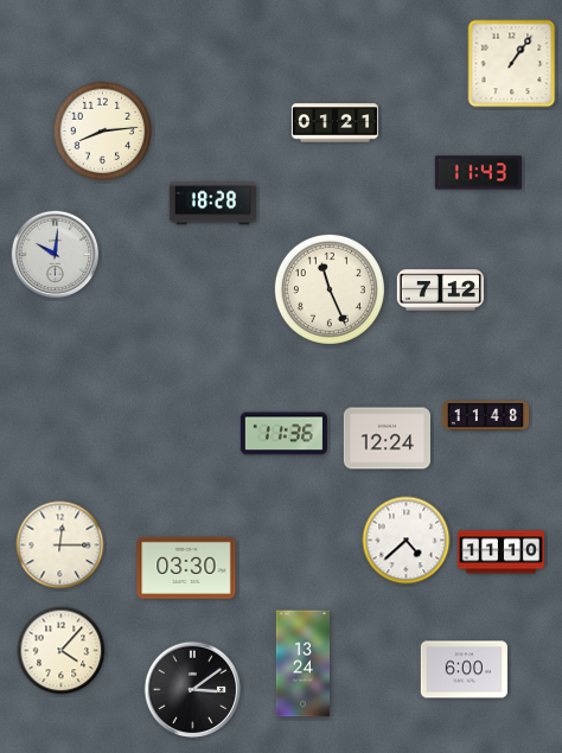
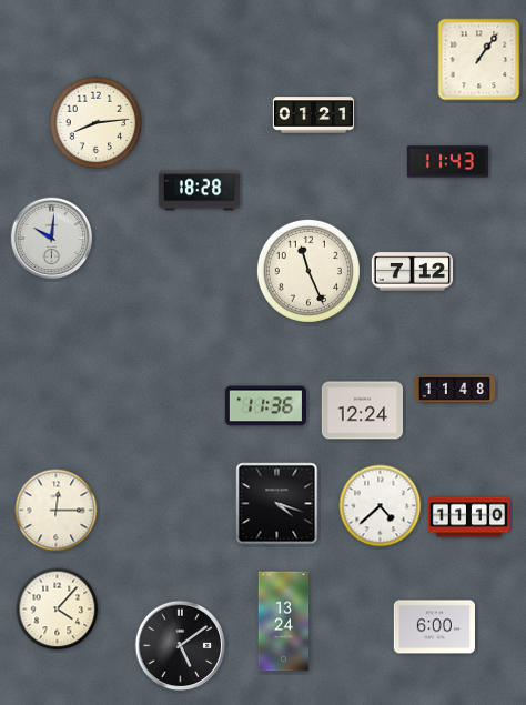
clock at (277, 504): none -> 4:18
clock at (186, 568): 03:30 -> none
clock at (193, 690): 3:09 -> 5:09
